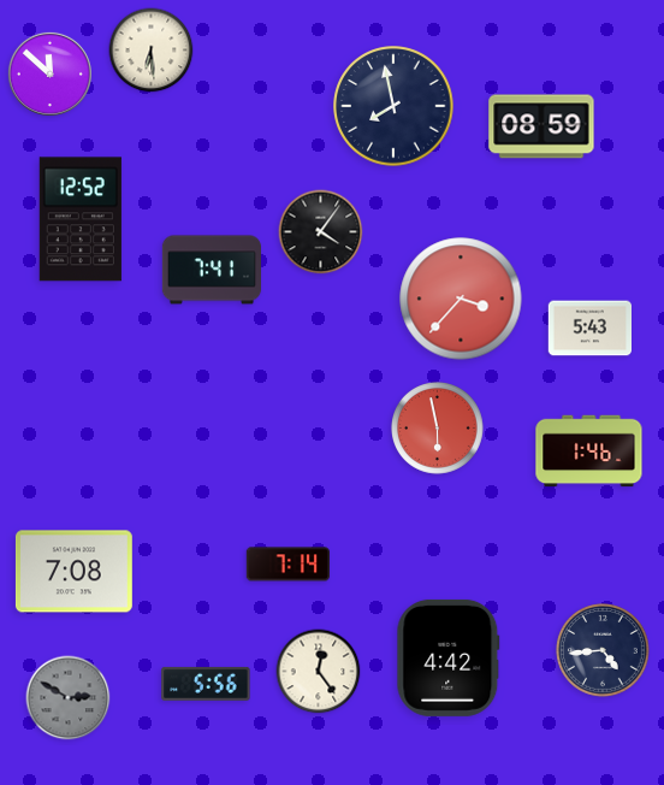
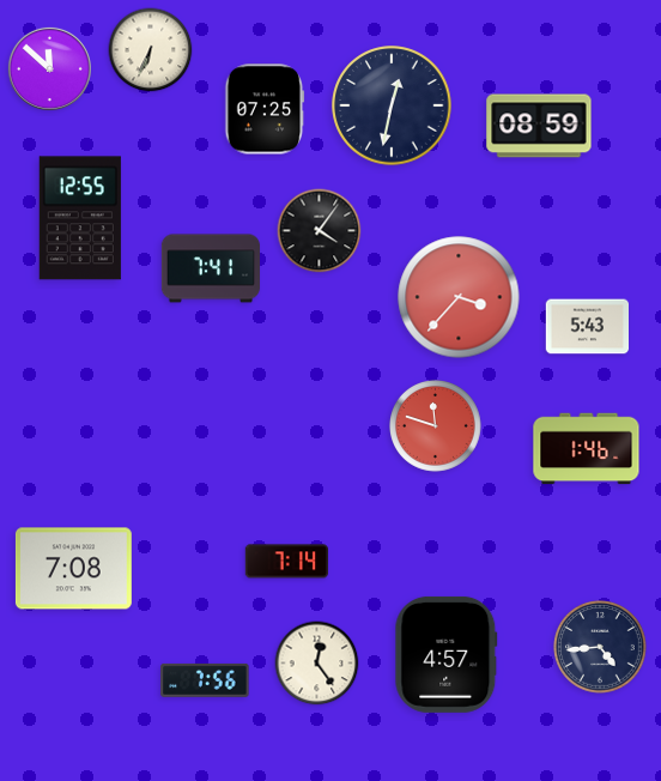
clock at (152, 51): 6:29 -> 6:34
clock at (49, 73) position: (49, 73) -> (49, 68)
clock at (393, 106): 7:58 -> 12:32
clock at (265, 109): none -> 07:25
clock at (81, 219): 12:52 -> 12:55
clock at (438, 429): 5:58 -> 11:48
clock at (449, 657): 4:42 -> 4:57
clock at (319, 672) position: (319, 672) -> (317, 664)
clock at (206, 684): 5:56 -> 7:56
clock at (69, 698): 2:50 -> none
